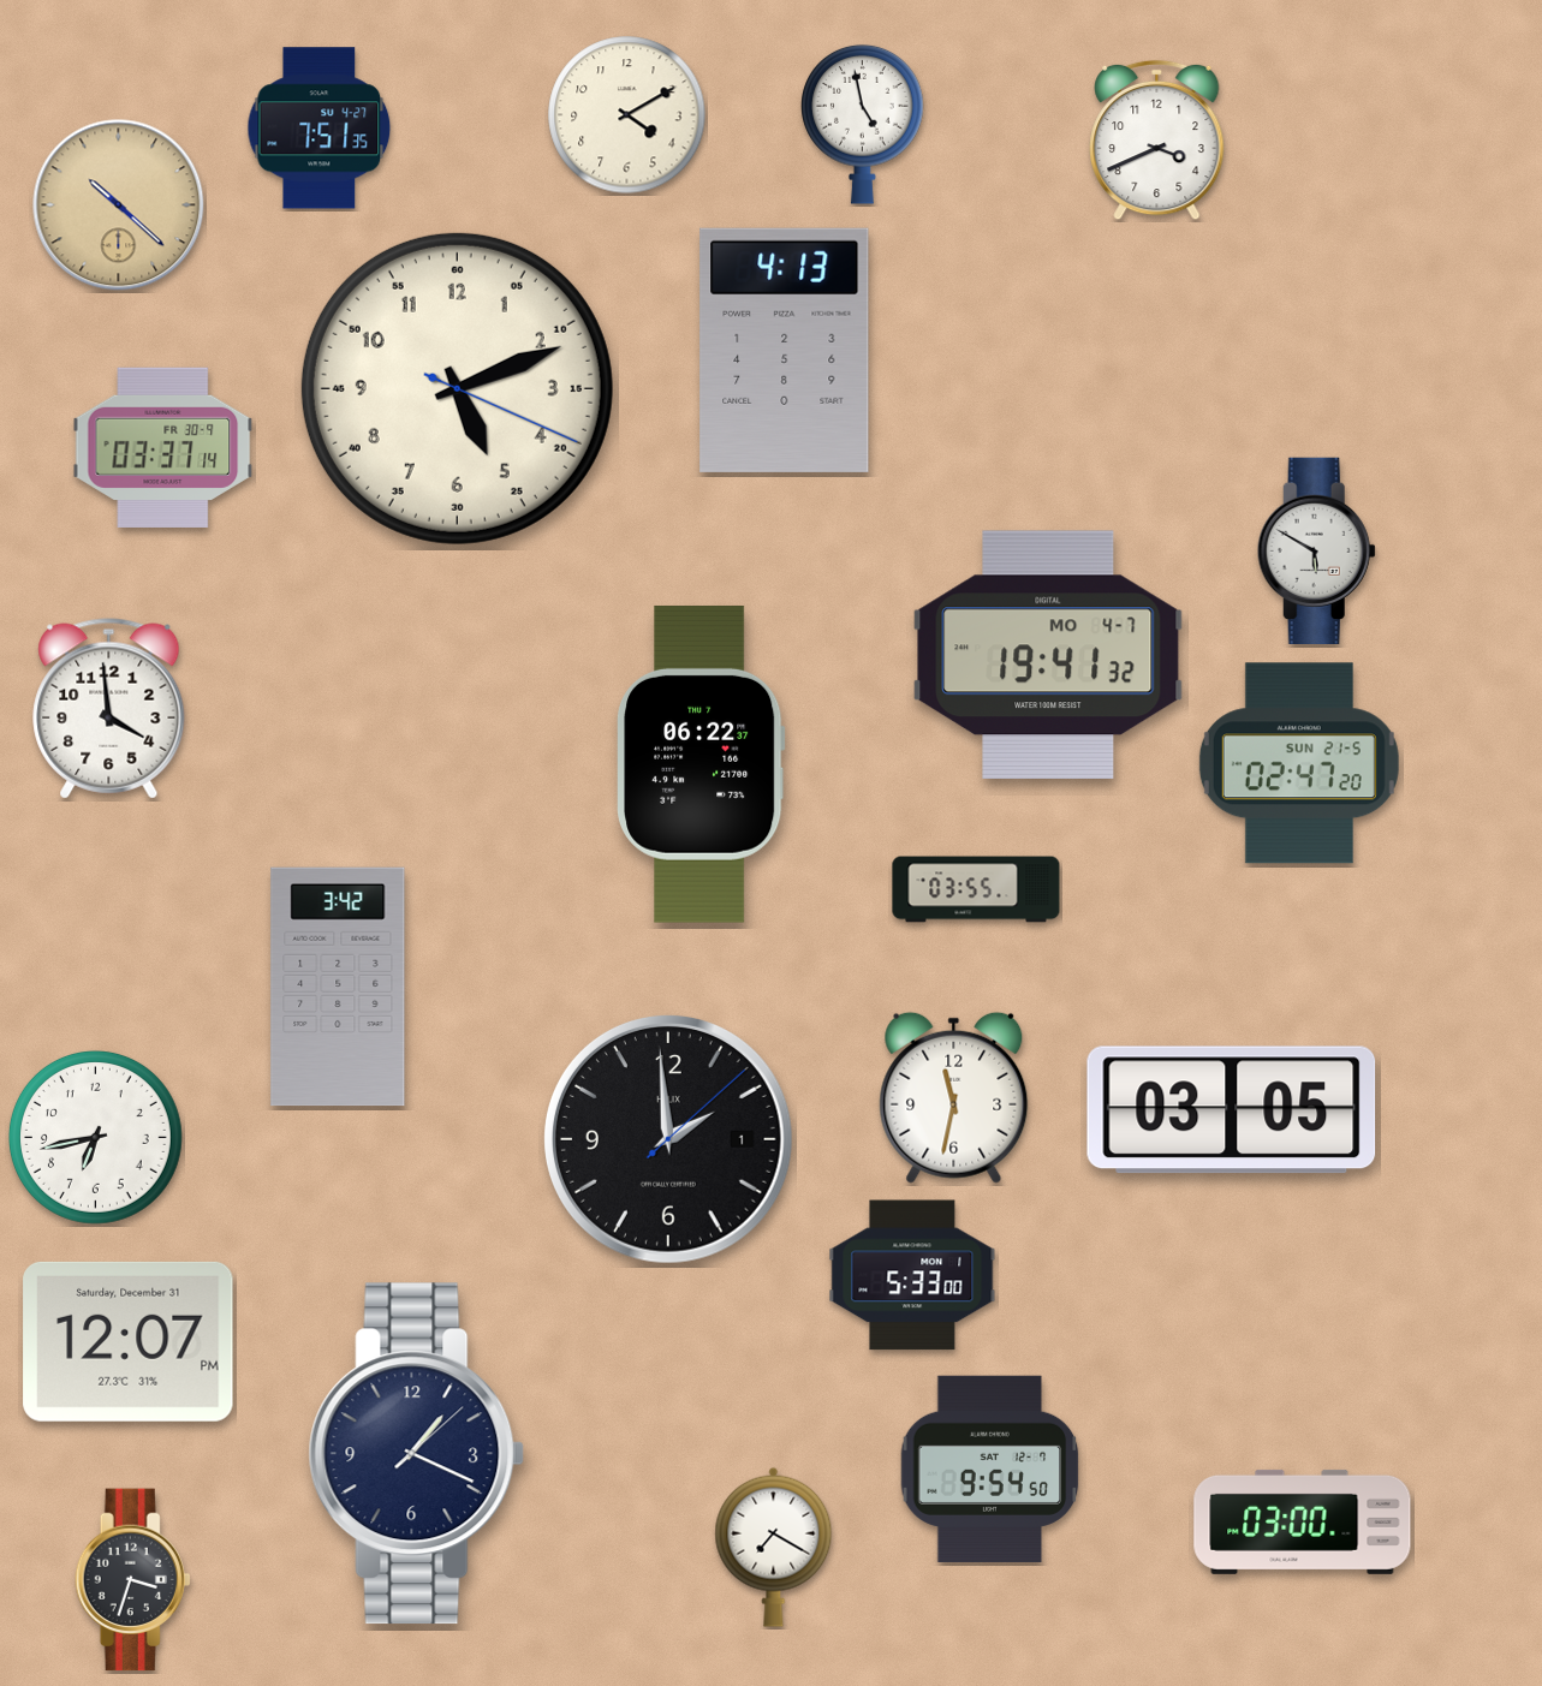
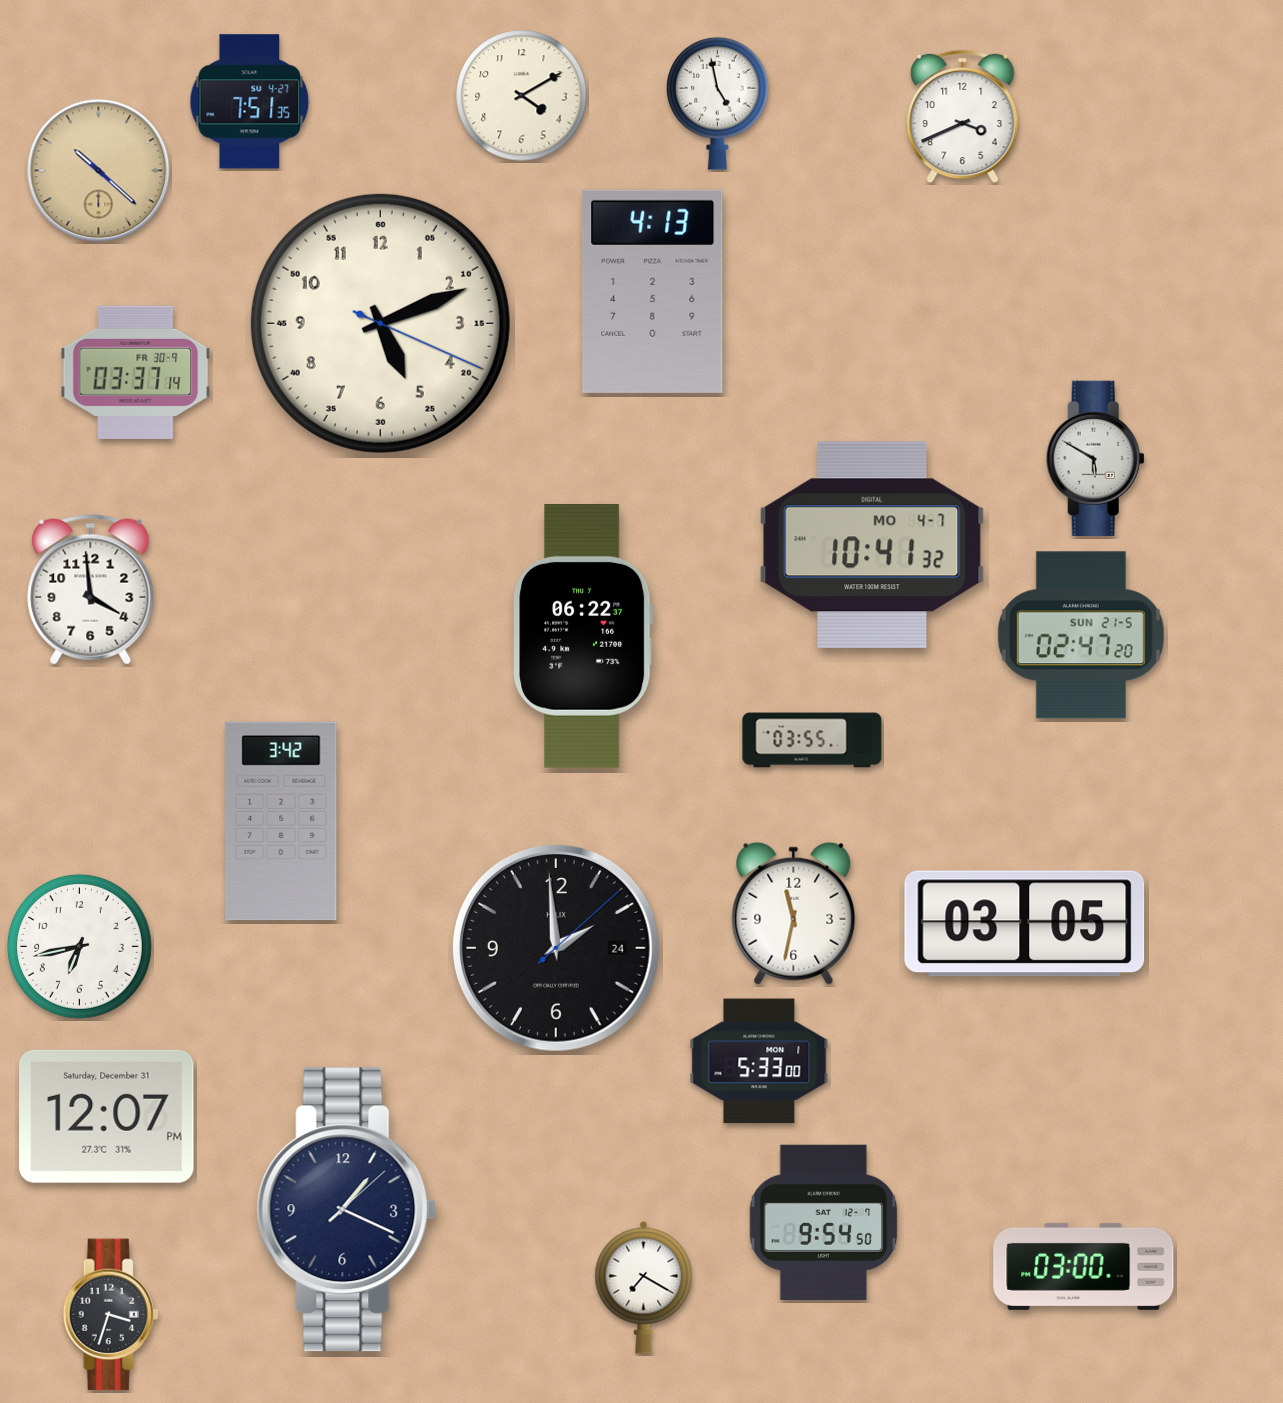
clock at (320, 129) position: (320, 129) -> (250, 102)
clock at (1048, 654): 19:41 -> 10:41
clock at (668, 1139) date: 1 -> 24
